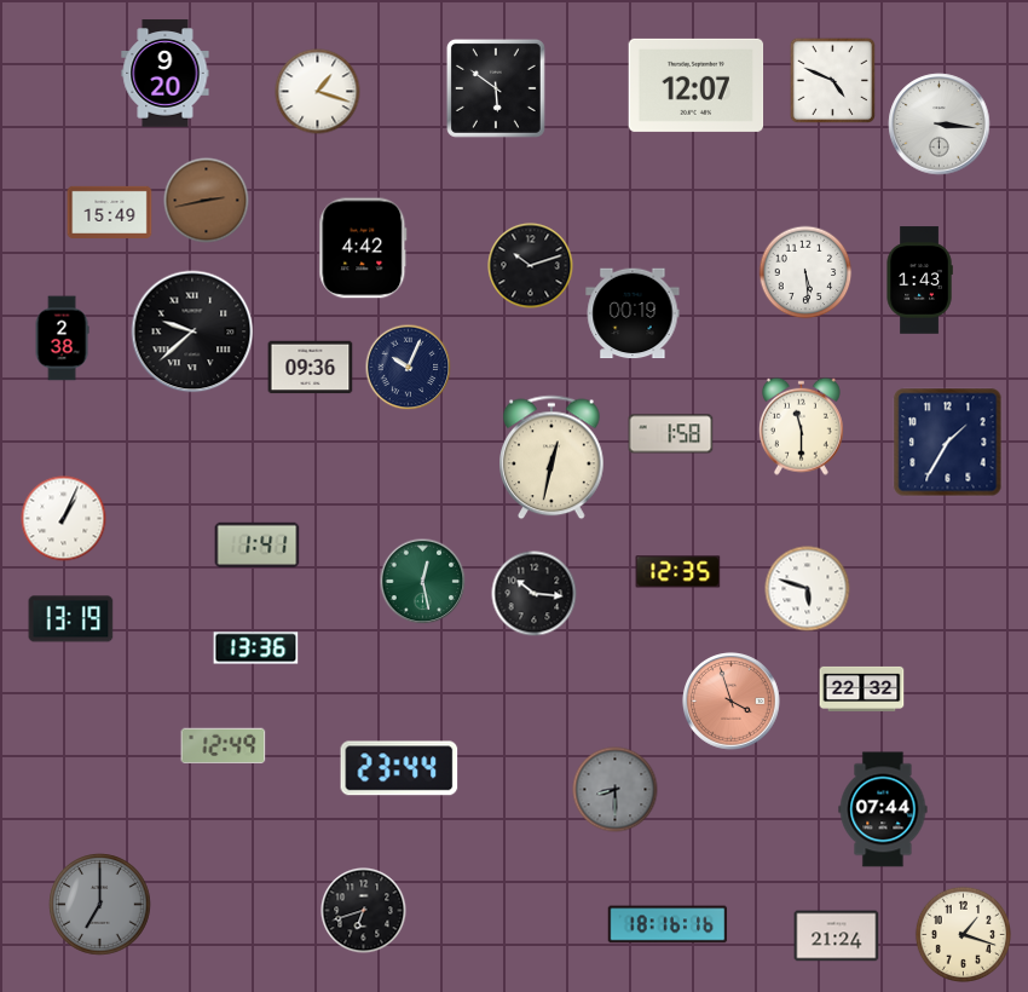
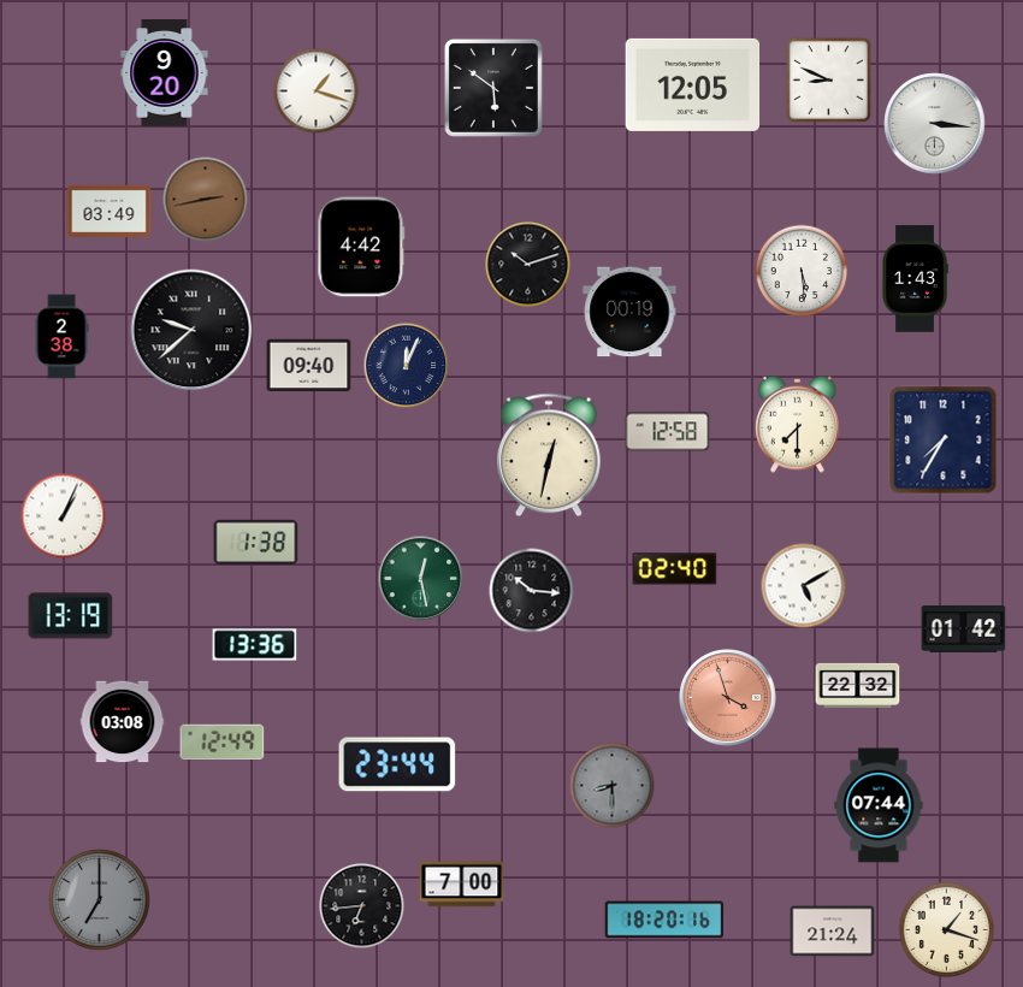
clock at (833, 81): 4:49 -> 8:49
clock at (697, 85): 12:07 -> 12:05
clock at (110, 212): 15:49 -> 03:49
clock at (311, 368): 09:36 -> 09:40
clock at (409, 368): 10:04 -> 12:04
clock at (801, 426): 11:30 -> 7:30
clock at (671, 434): 1:58 -> 12:58
clock at (948, 443): 1:35 -> 7:35
clock at (258, 544): 1:41 -> 1:38
clock at (678, 572): 12:35 -> 02:40
clock at (808, 589): 5:48 -> 5:10
clock at (964, 630): none -> 01:42
clock at (123, 722): none -> 03:08
clock at (462, 885): none -> 7:00
clock at (364, 911): 6:42 -> 6:44
clock at (668, 924): 18:16 -> 18:20
clock at (963, 934) position: (963, 934) -> (946, 929)
